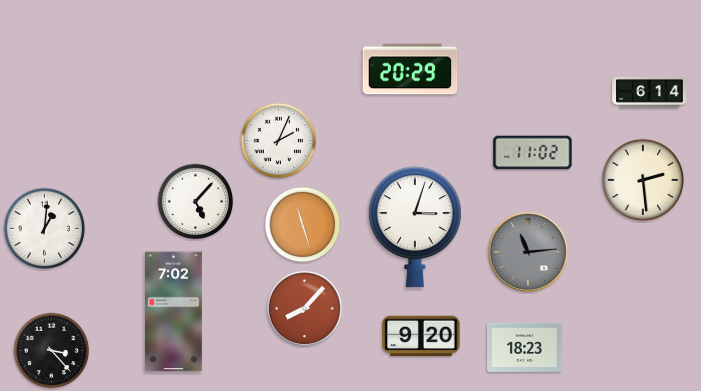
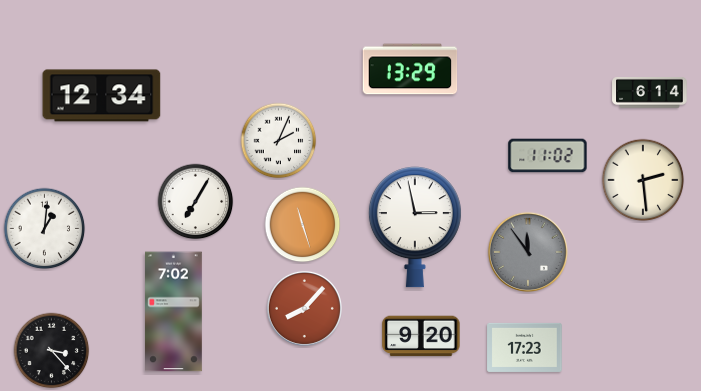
clock at (410, 69): 20:29 -> 13:29
clock at (102, 96): none -> 12:34
clock at (533, 153) position: (533, 153) -> (548, 156)
clock at (196, 202): 5:07 -> 7:05
clock at (415, 227): 3:03 -> 2:58
clock at (528, 252): 11:14 -> 11:54
clock at (525, 347): 18:23 -> 17:23
